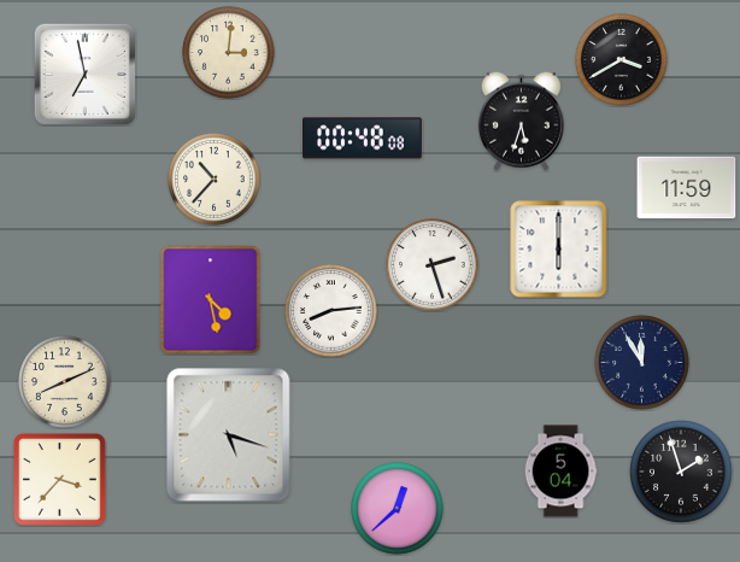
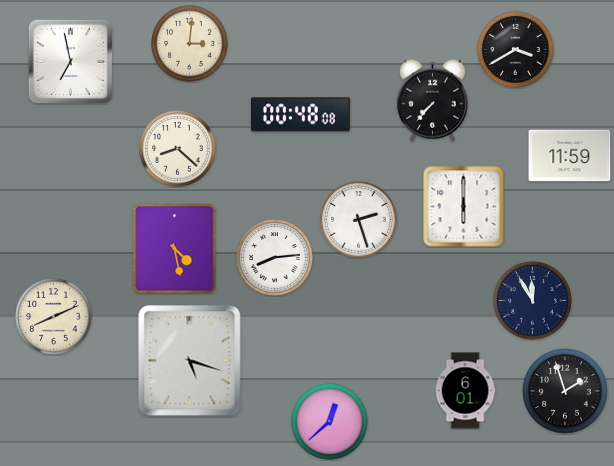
clock at (521, 121): 5:33 -> 7:37
clock at (215, 180): 10:37 -> 8:22
clock at (560, 472): 5:04 -> 6:01
clock at (60, 480): 3:37 -> none
